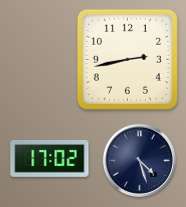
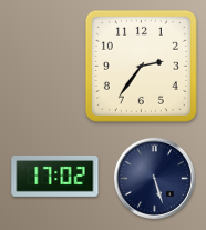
clock at (127, 59): 2:43 -> 2:36
clock at (139, 160): 4:27 -> 5:27
